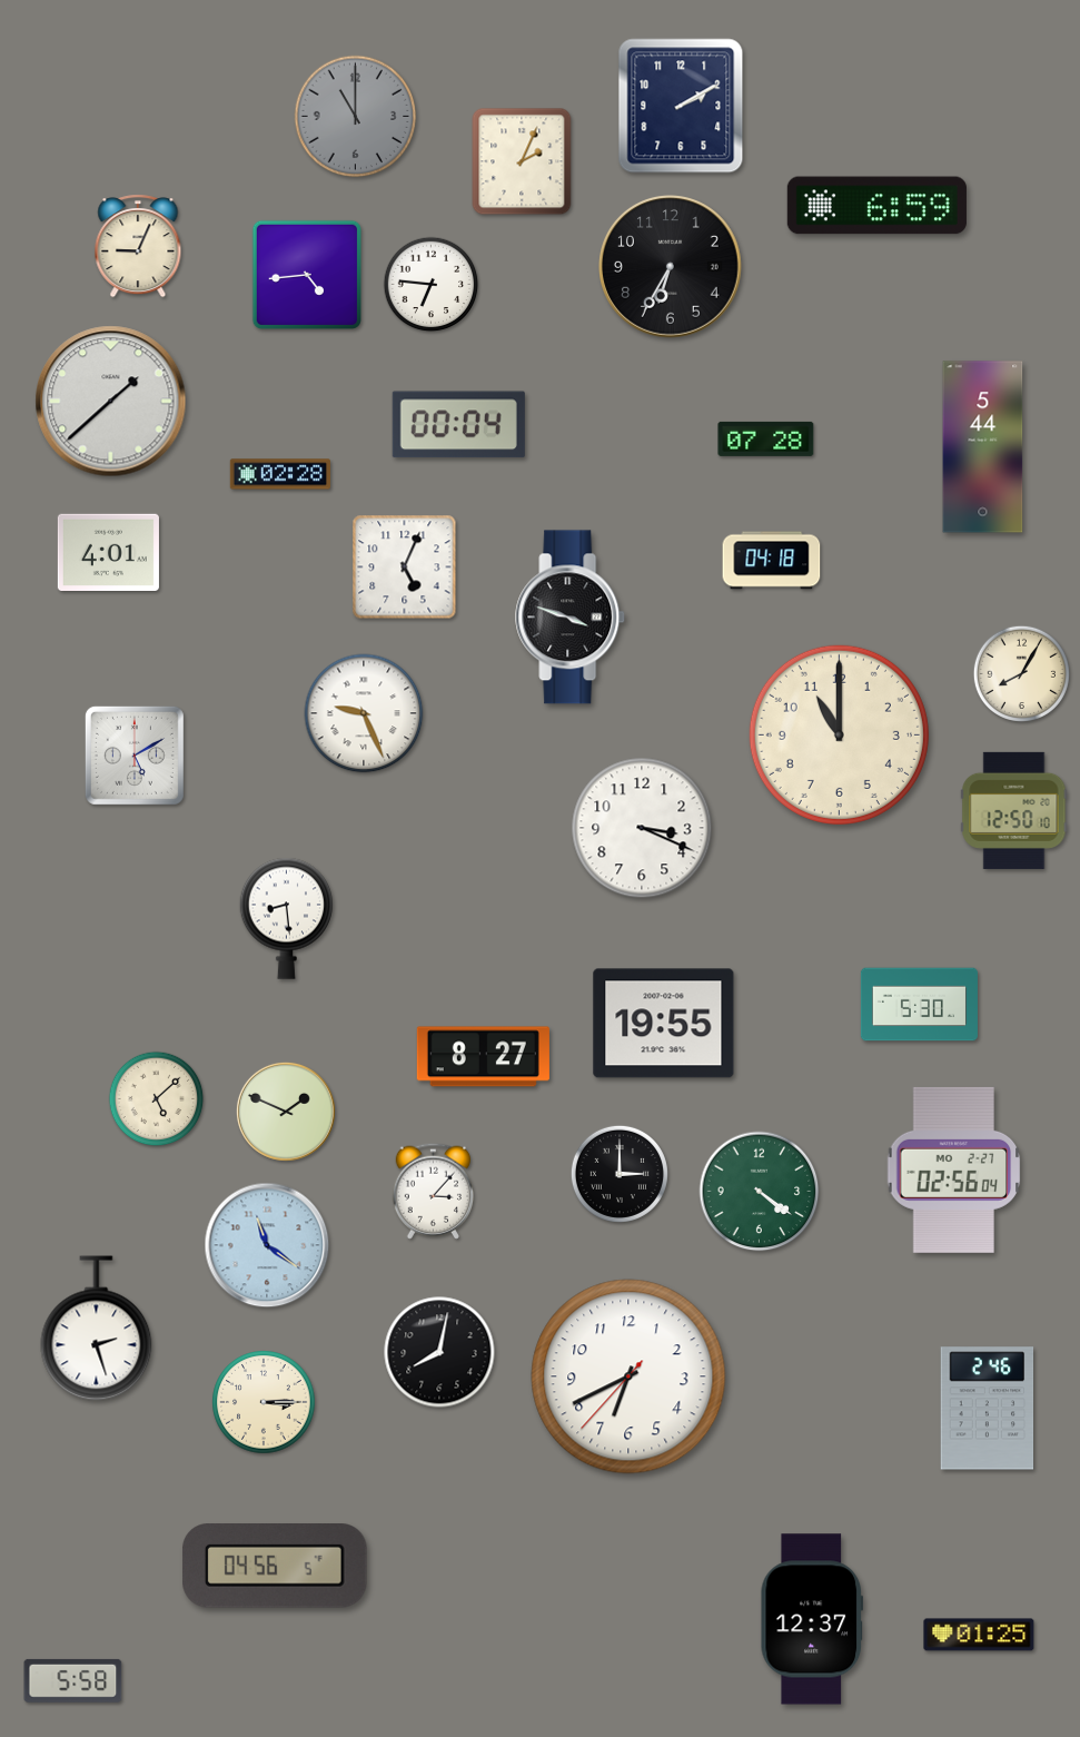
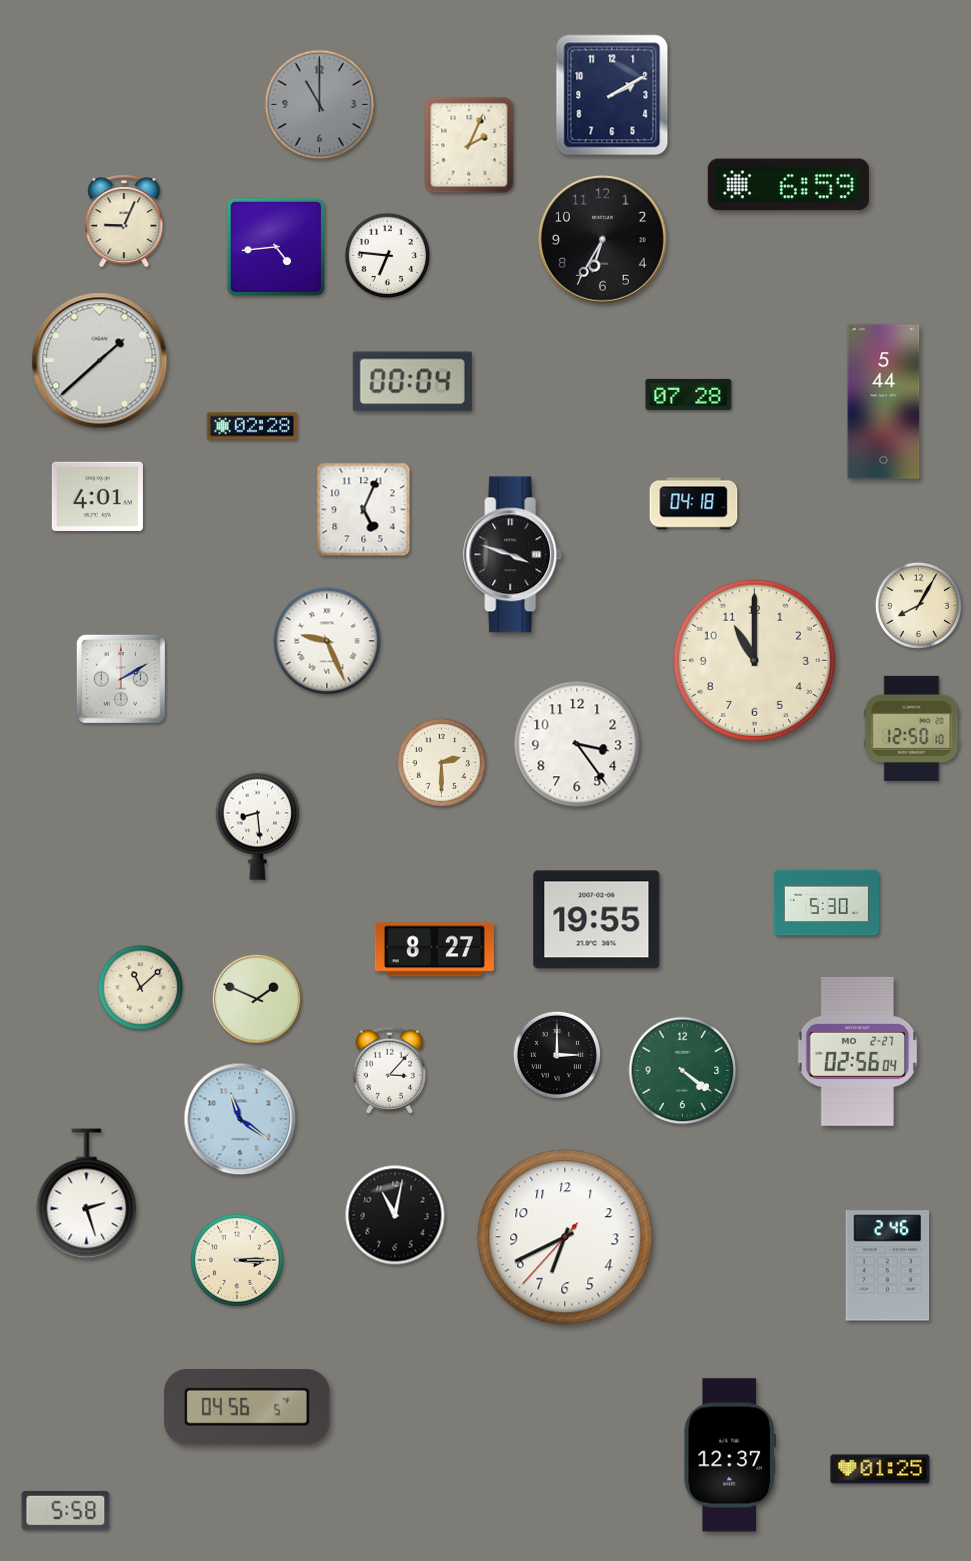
clock at (135, 756): 5:10 -> 2:10
clock at (642, 828): 3:19 -> 3:24
clock at (441, 762): none -> 2:30
clock at (157, 1099): 5:08 -> 11:08
clock at (439, 1352): 8:02 -> 11:02
